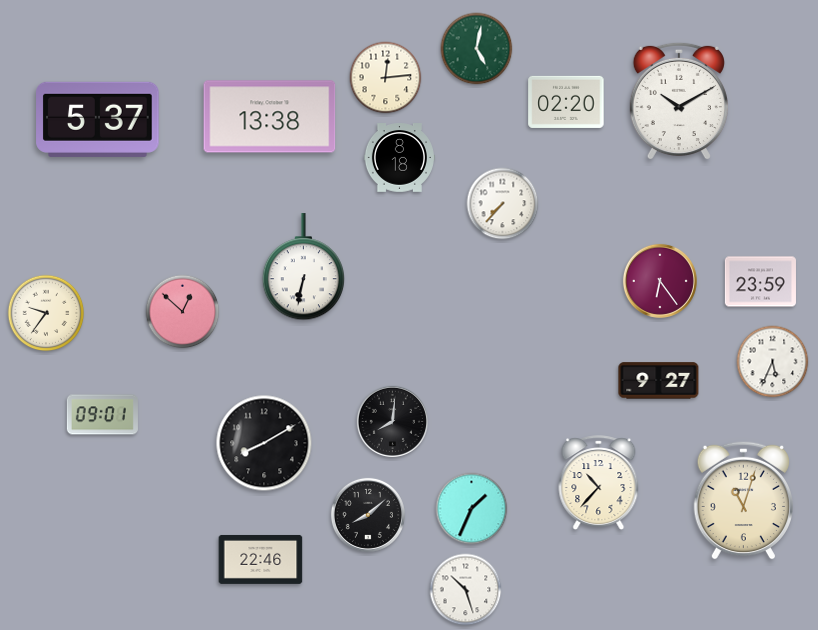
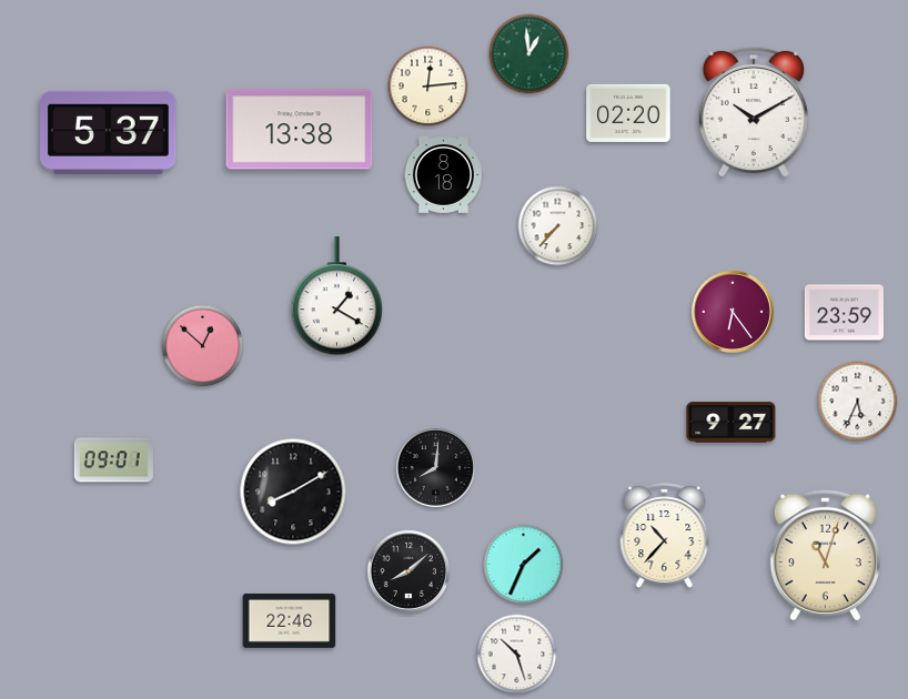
clock at (477, 49): 5:02 -> 12:59
clock at (303, 267): 6:32 -> 1:20
clock at (46, 313): 9:36 -> none
